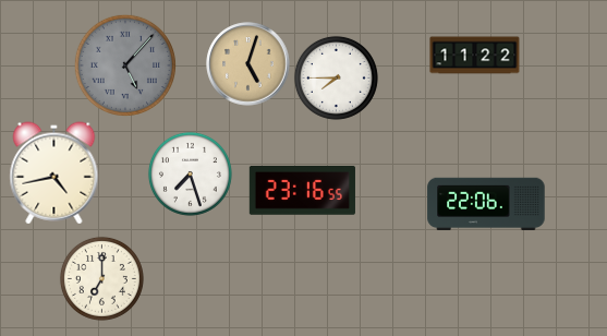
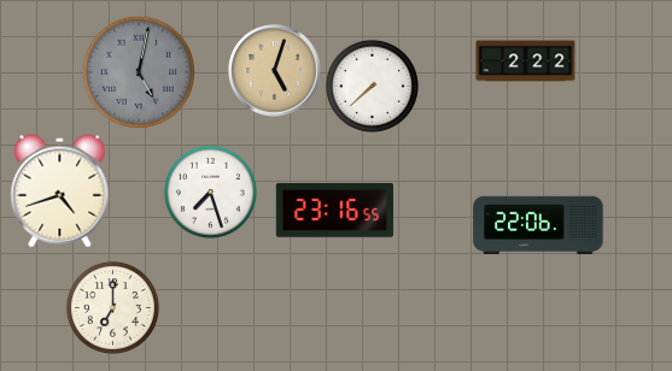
clock at (475, 56): 11:22 -> 2:22
clock at (125, 65): 5:07 -> 5:02
clock at (336, 77): 7:45 -> 7:38
clock at (54, 173): 4:43 -> 4:42
